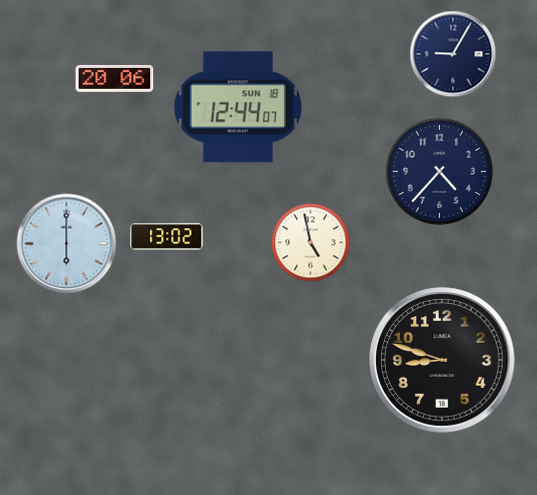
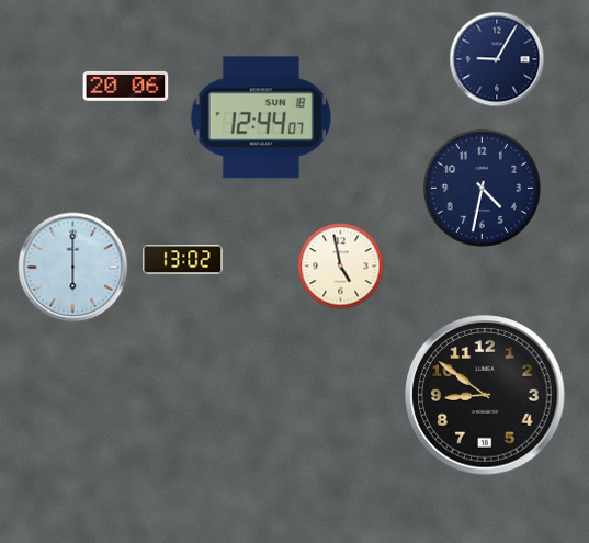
clock at (439, 171): 4:37 -> 4:32
clock at (442, 360): 8:48 -> 8:51
